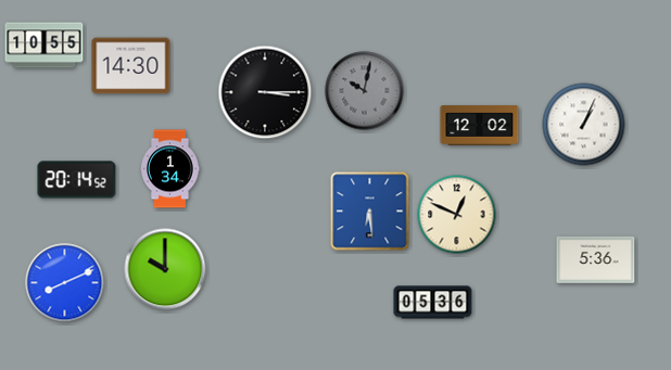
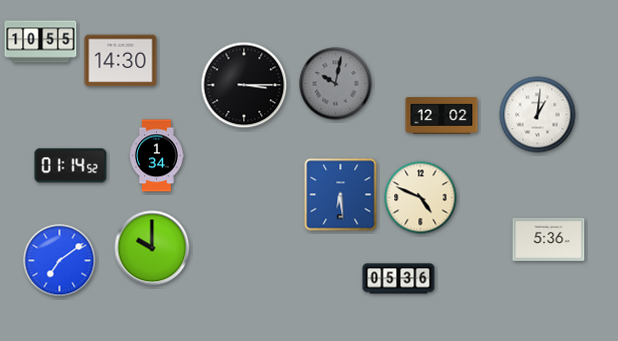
clock at (584, 125): 1:04 -> 1:01
clock at (77, 180): 20:14 -> 01:14
clock at (457, 215): 12:49 -> 4:49
clock at (65, 283): 8:11 -> 7:09
